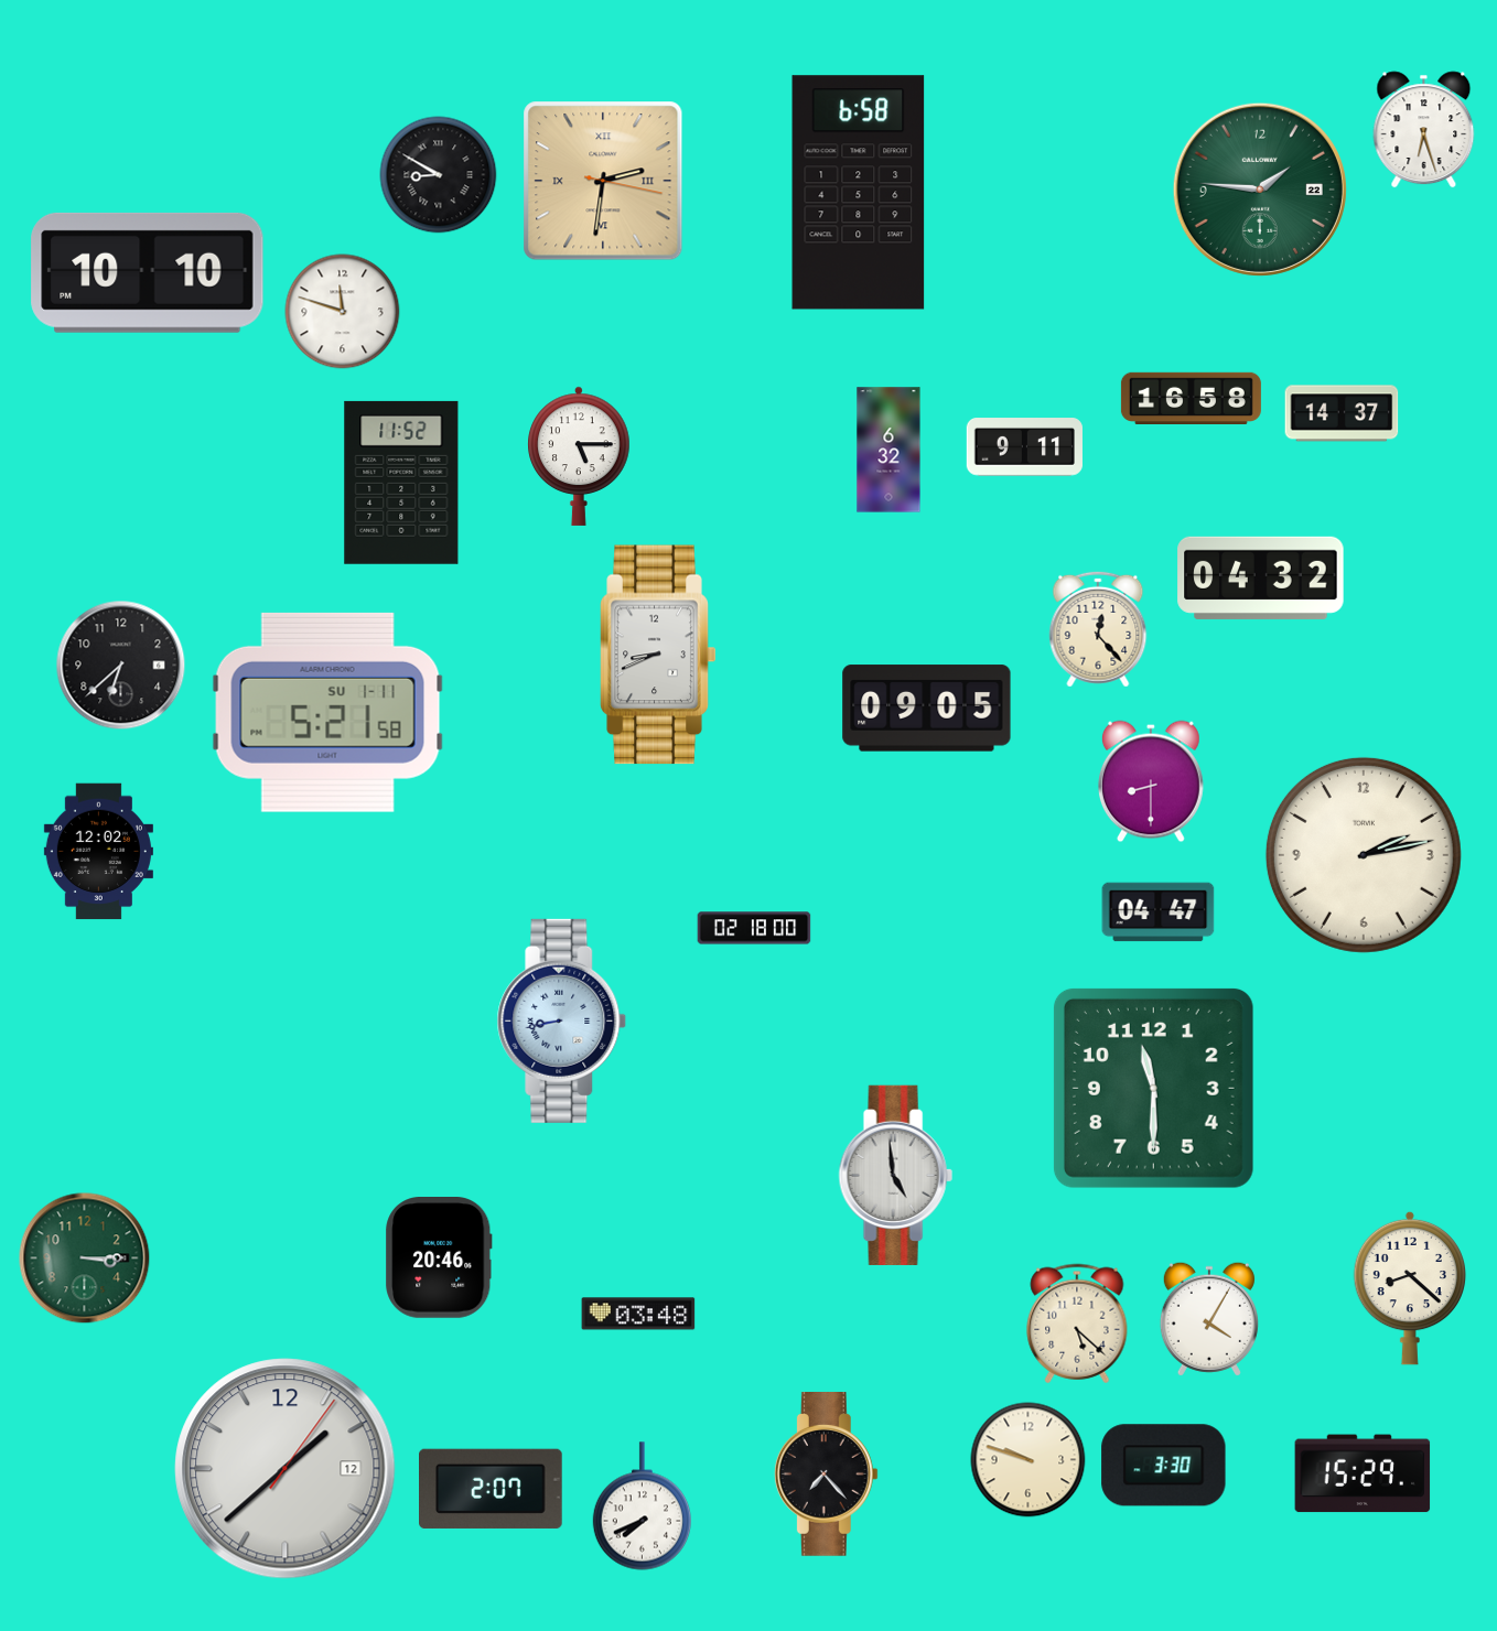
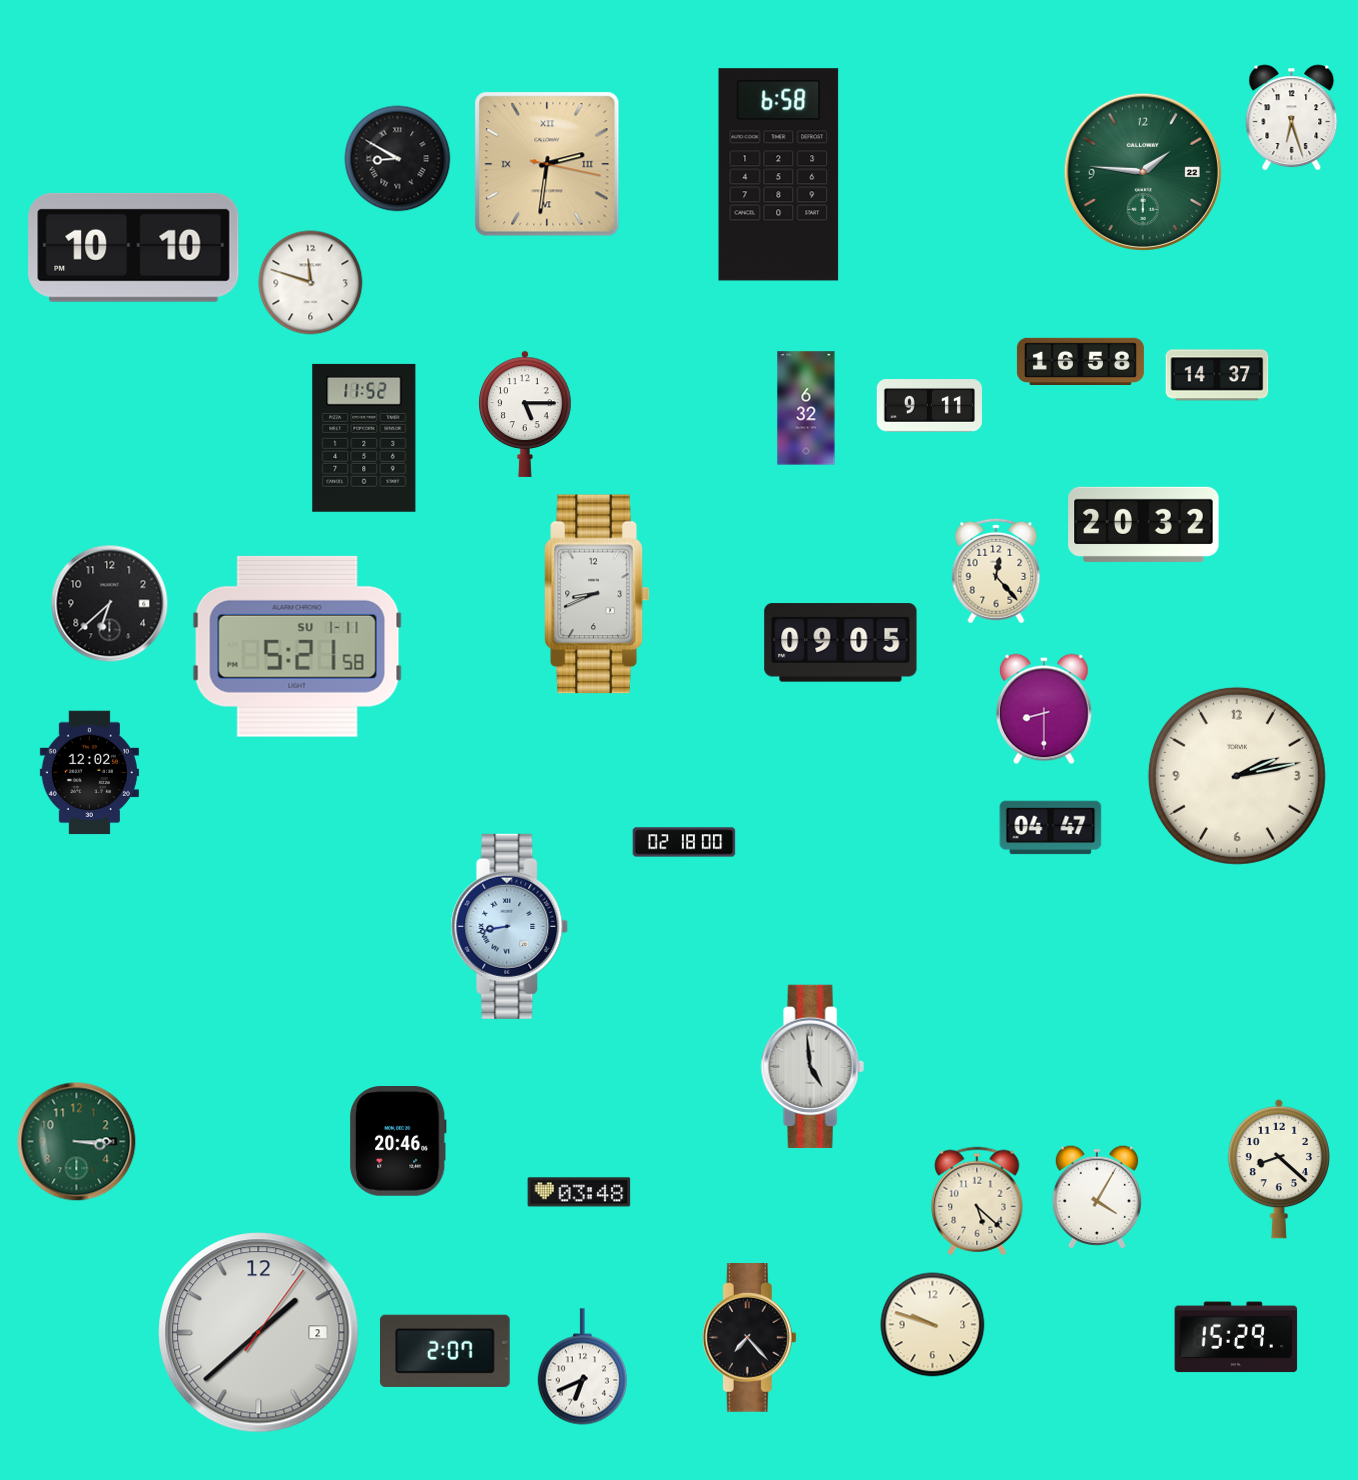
clock at (1261, 577): 04:32 -> 20:32
clock at (1153, 1088): 11:30 -> none
clock at (1164, 1466): 3:30 -> none
clock at (286, 1469) date: 12 -> 2
clock at (642, 1506): 7:41 -> 6:41
